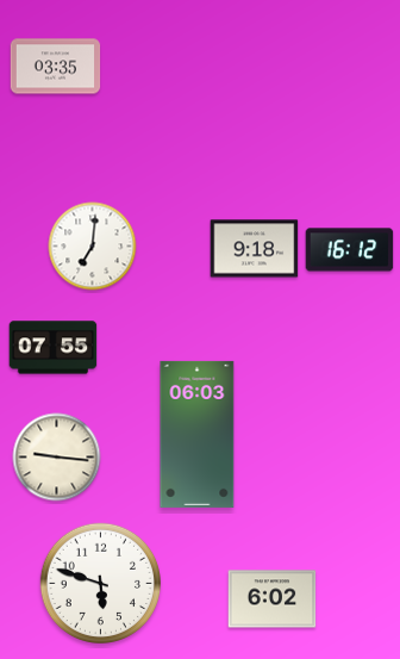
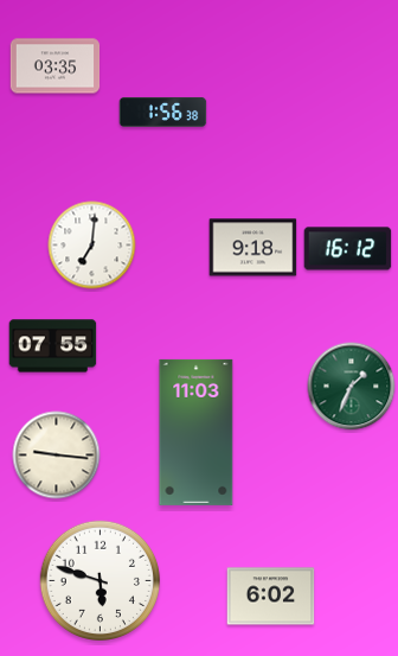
clock at (163, 113): none -> 1:56
clock at (352, 387): none -> 1:34
clock at (198, 434): 06:03 -> 11:03
